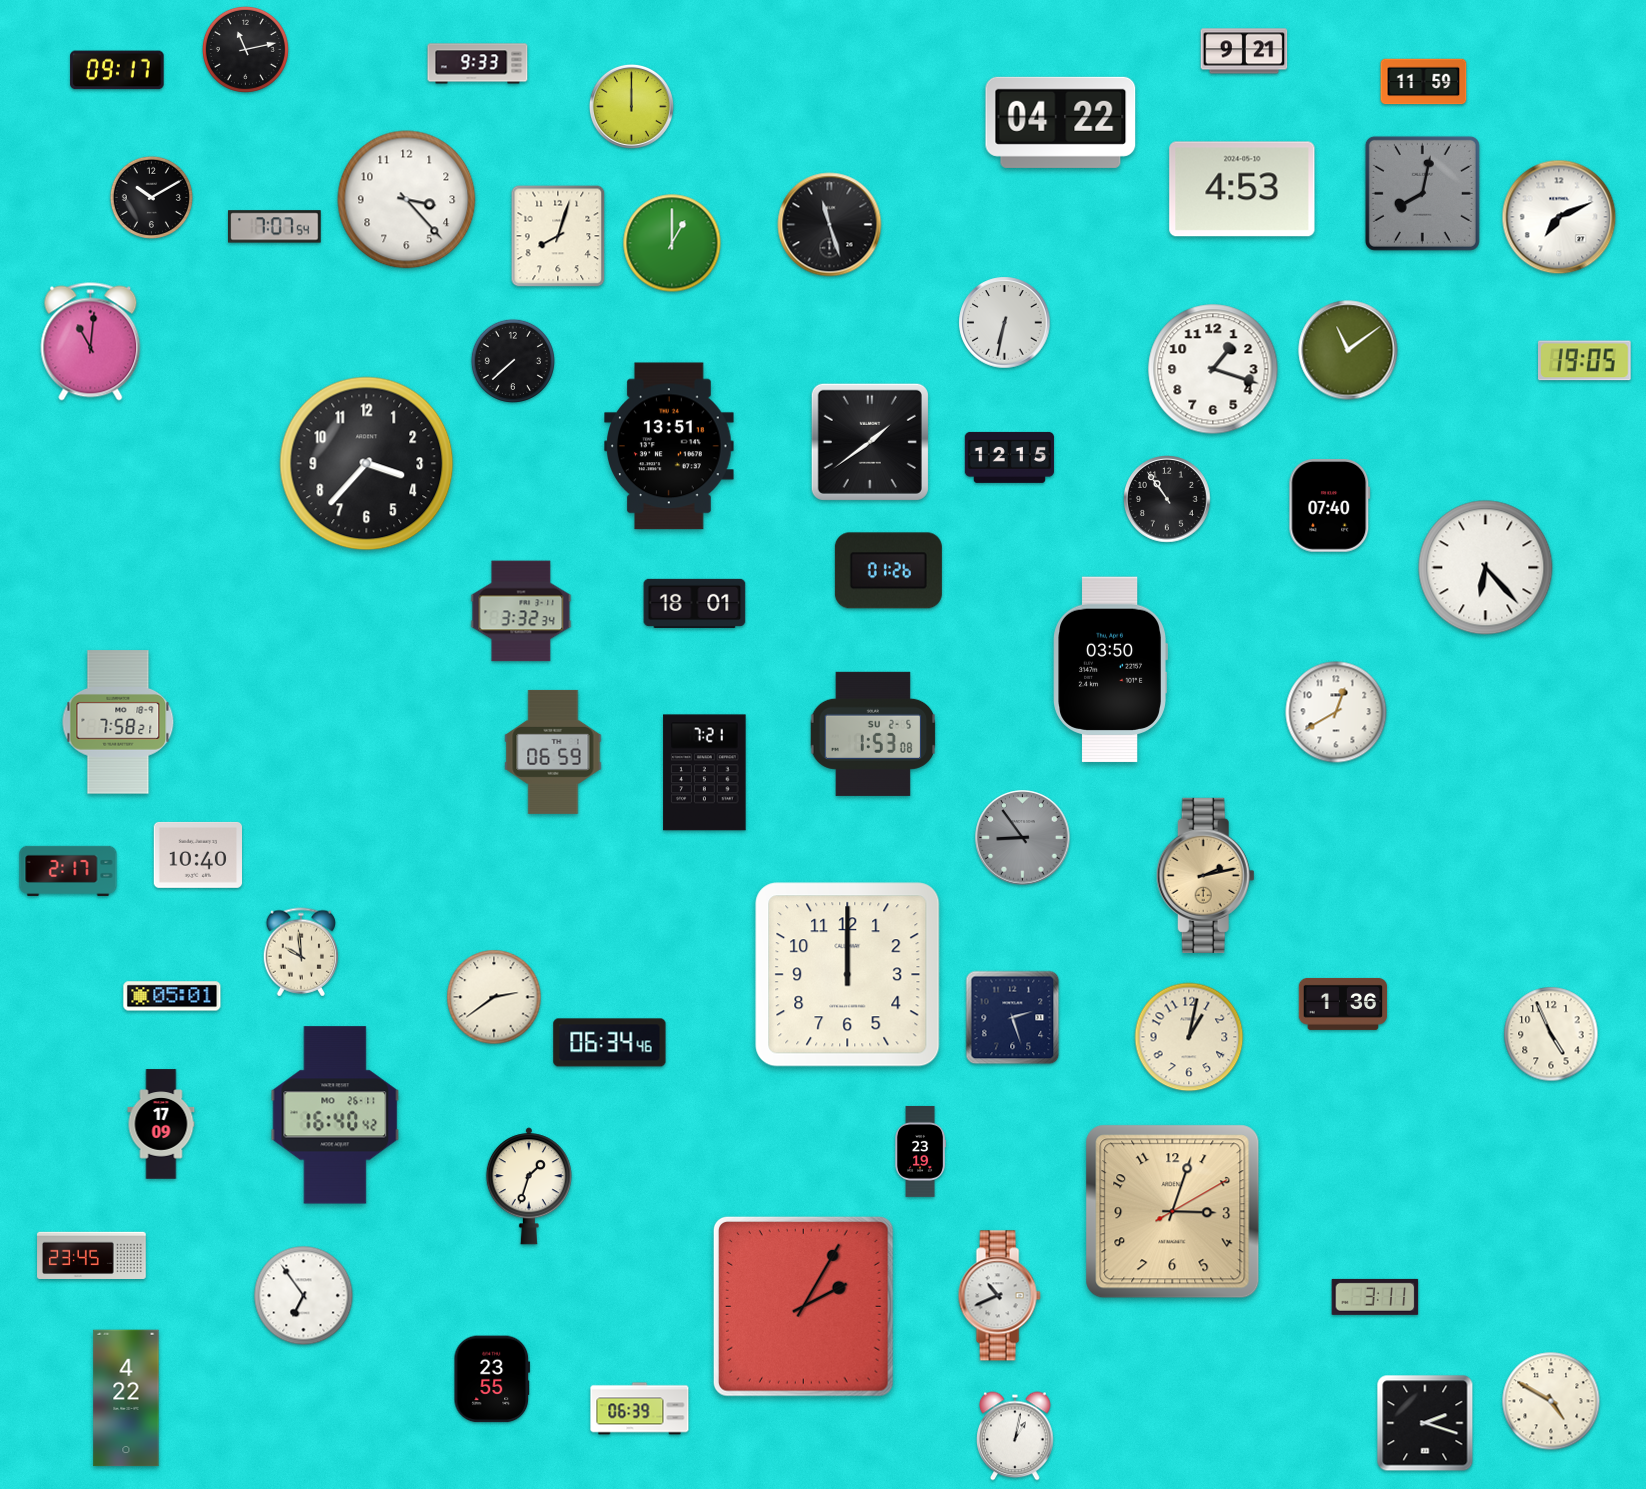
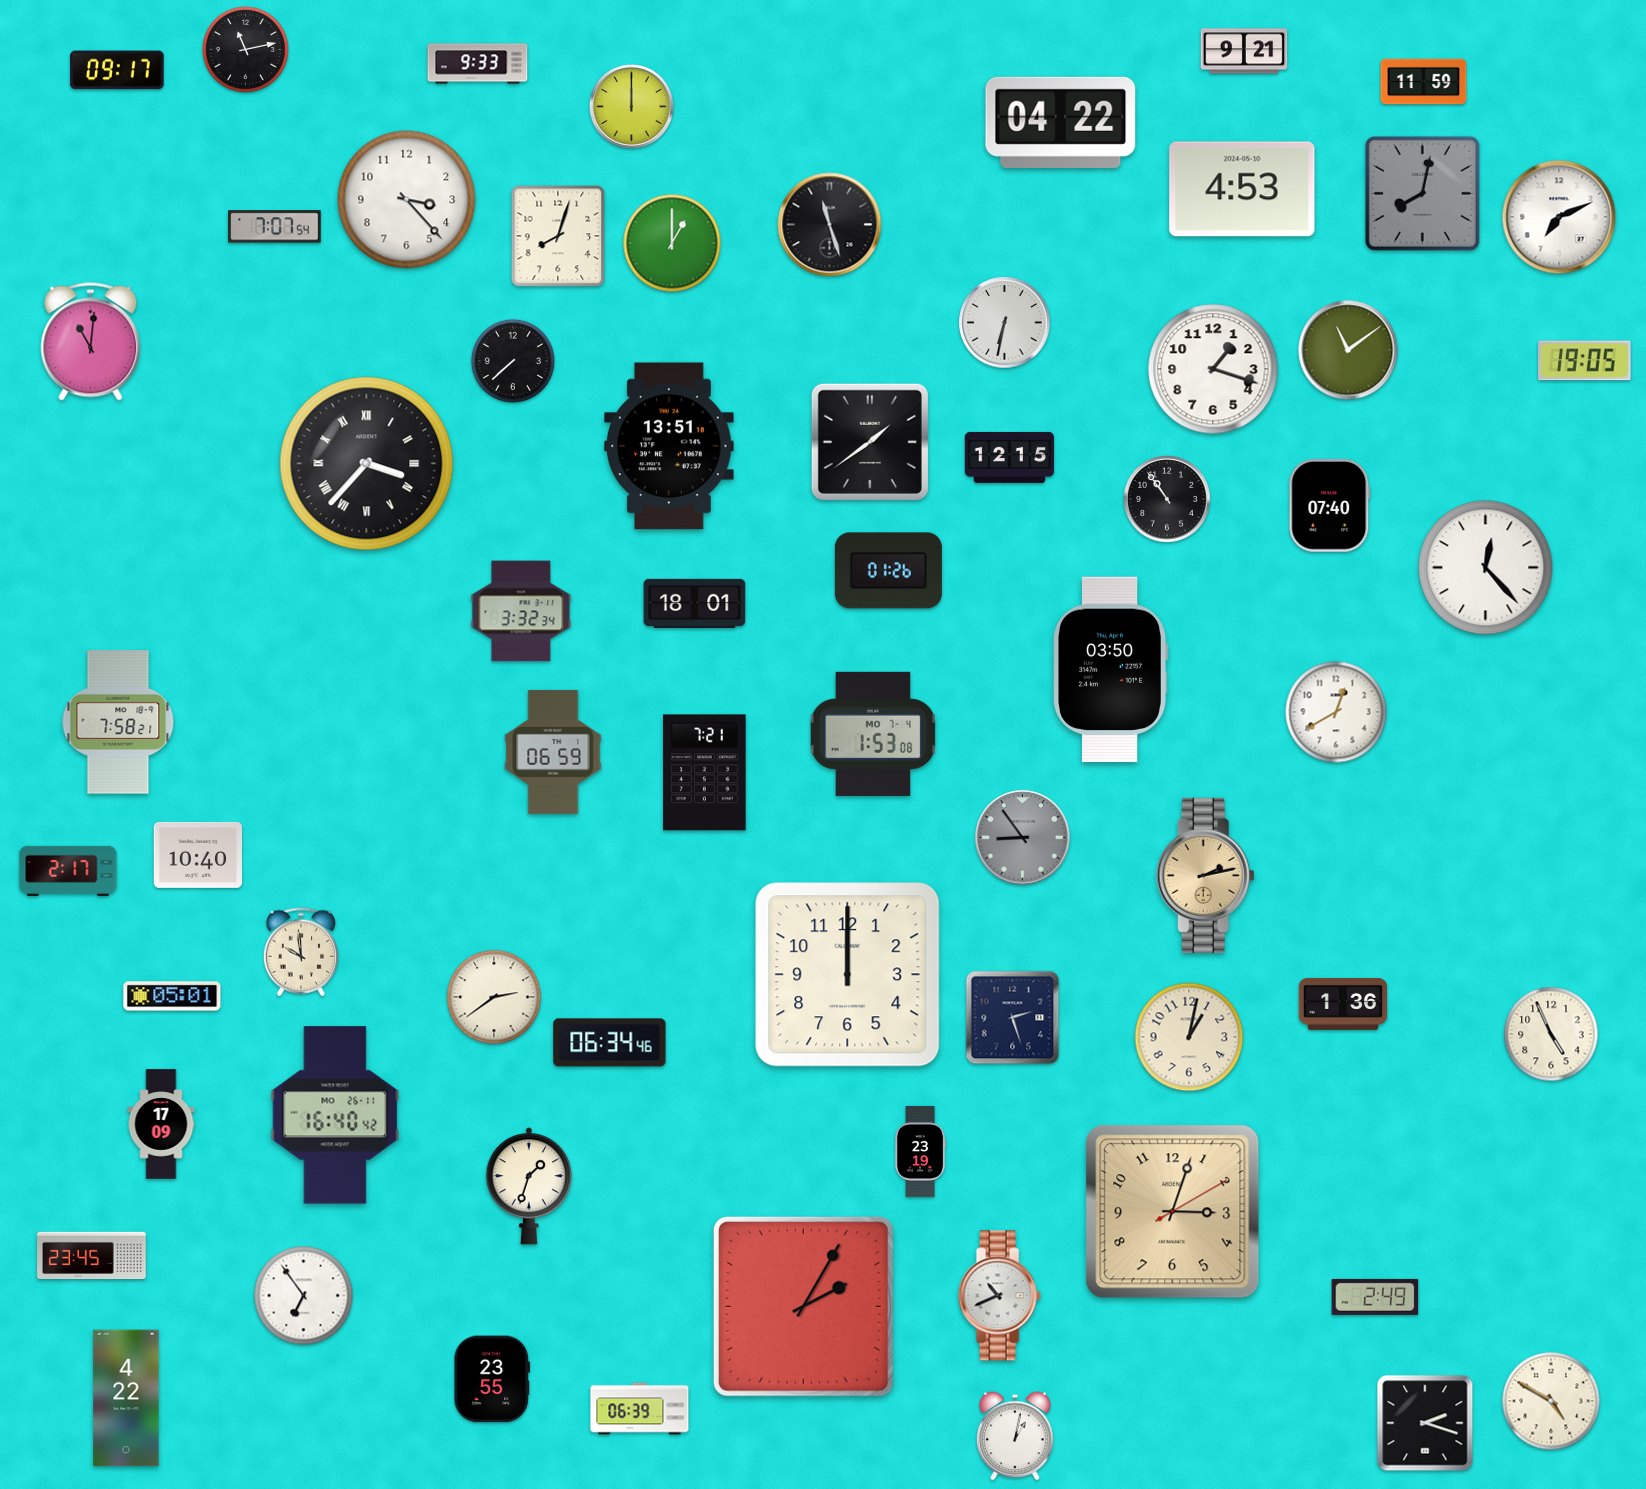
clock at (151, 197): 10:10 -> none
clock at (367, 464) numerals: Arabic -> Roman
clock at (1486, 568): 6:23 -> 12:23
clock at (873, 734) date: SU 2-5 -> MO 7-4
clock at (1375, 1297): 3:11 -> 2:49
